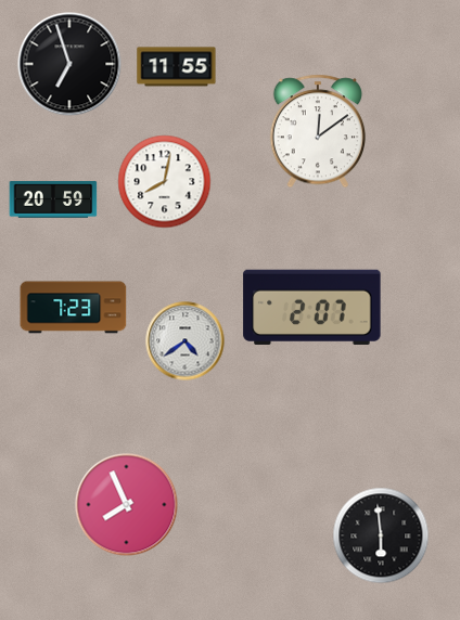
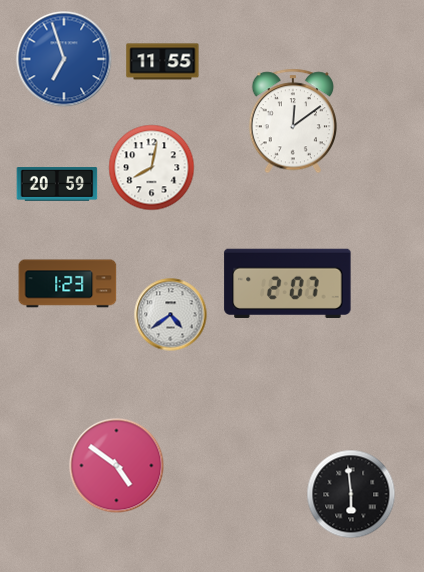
clock at (69, 64) dial: black -> blue
clock at (53, 199) position: (53, 199) -> (57, 184)
clock at (74, 308): 7:23 -> 1:23
clock at (127, 505): 7:56 -> 4:51
